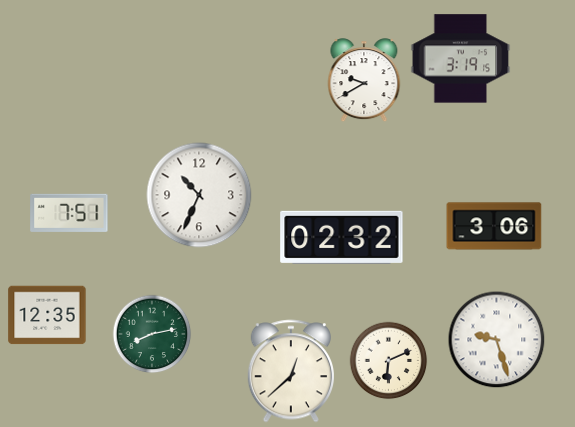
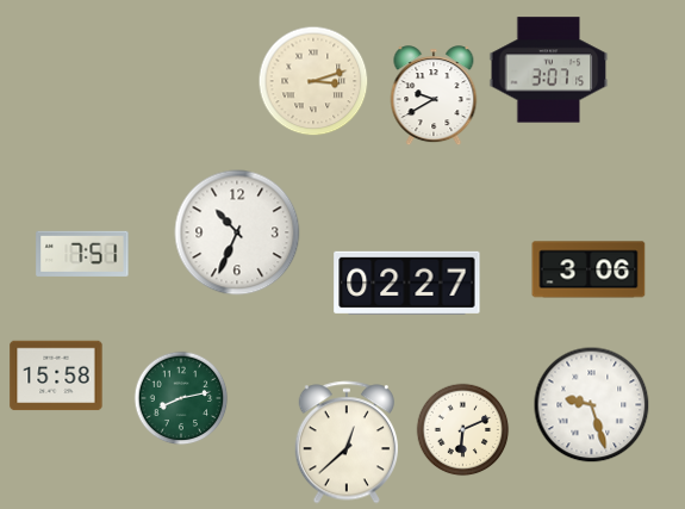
clock at (461, 59): 3:19 -> 3:07
clock at (313, 81): none -> 3:12
clock at (342, 237): 02:32 -> 02:27
clock at (47, 315): 12:35 -> 15:58
